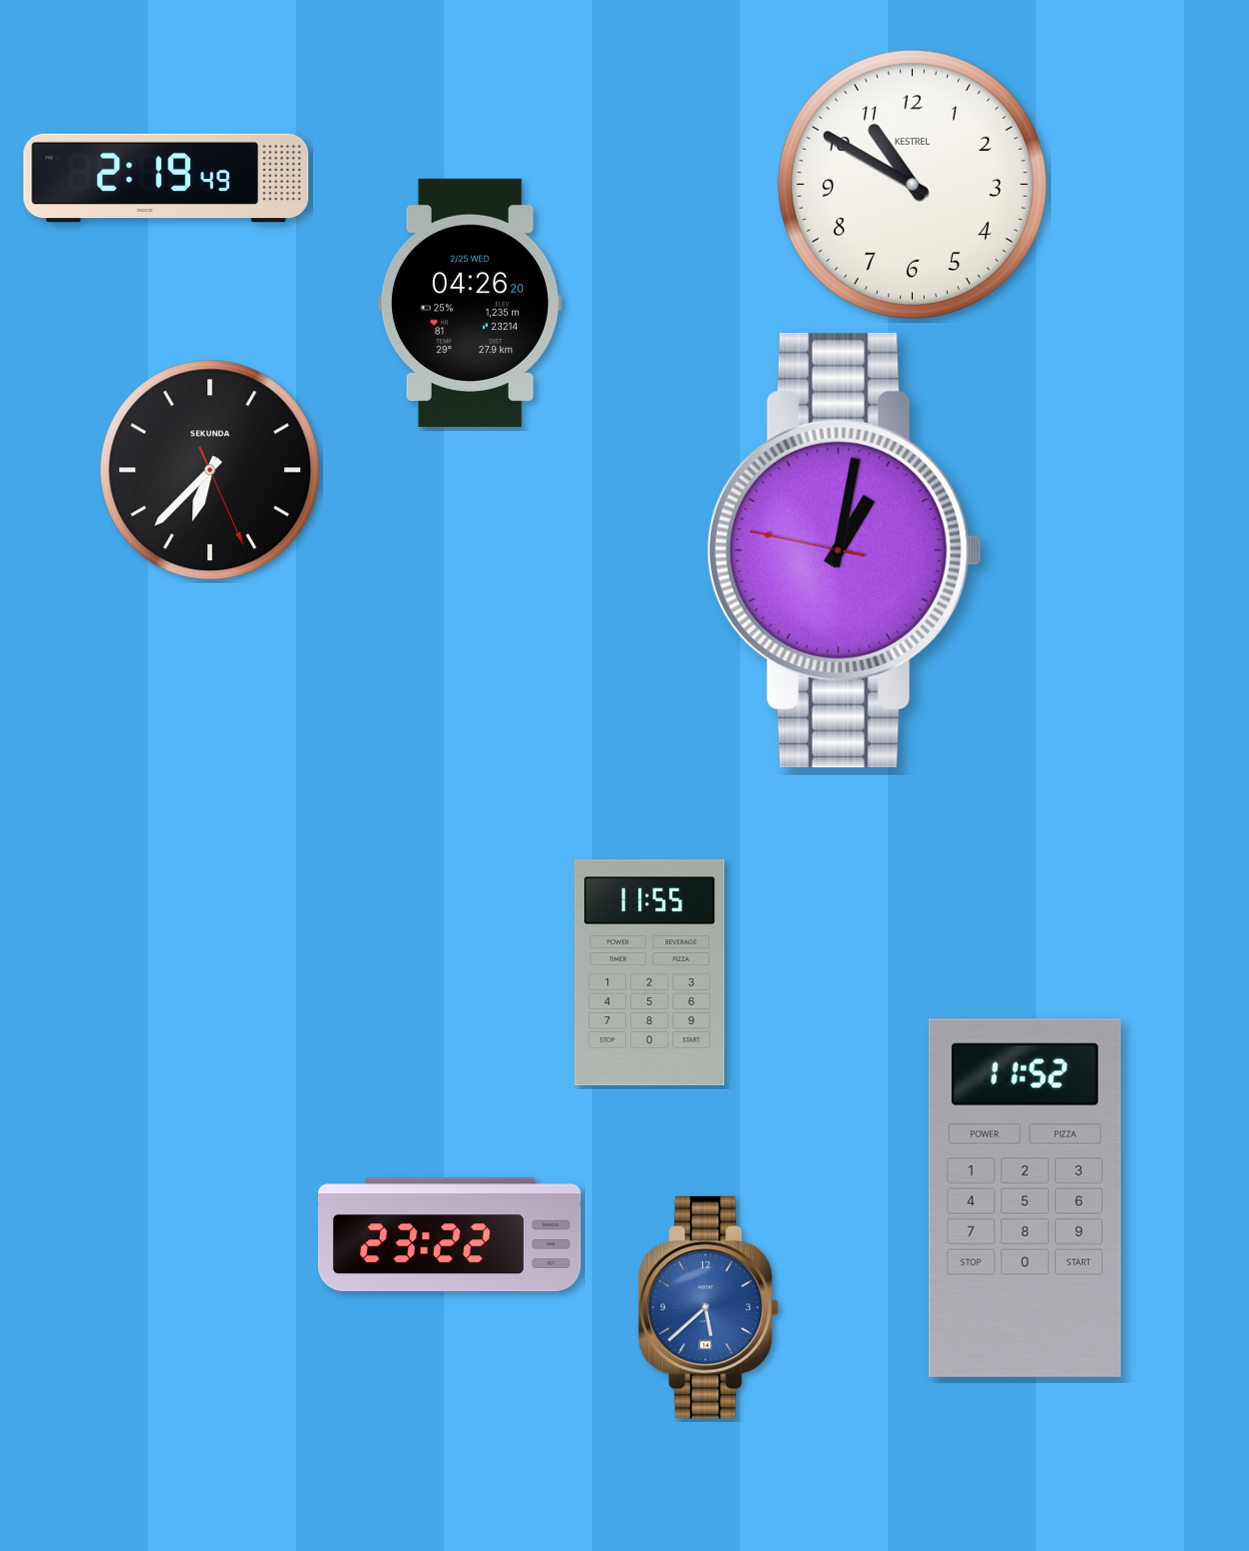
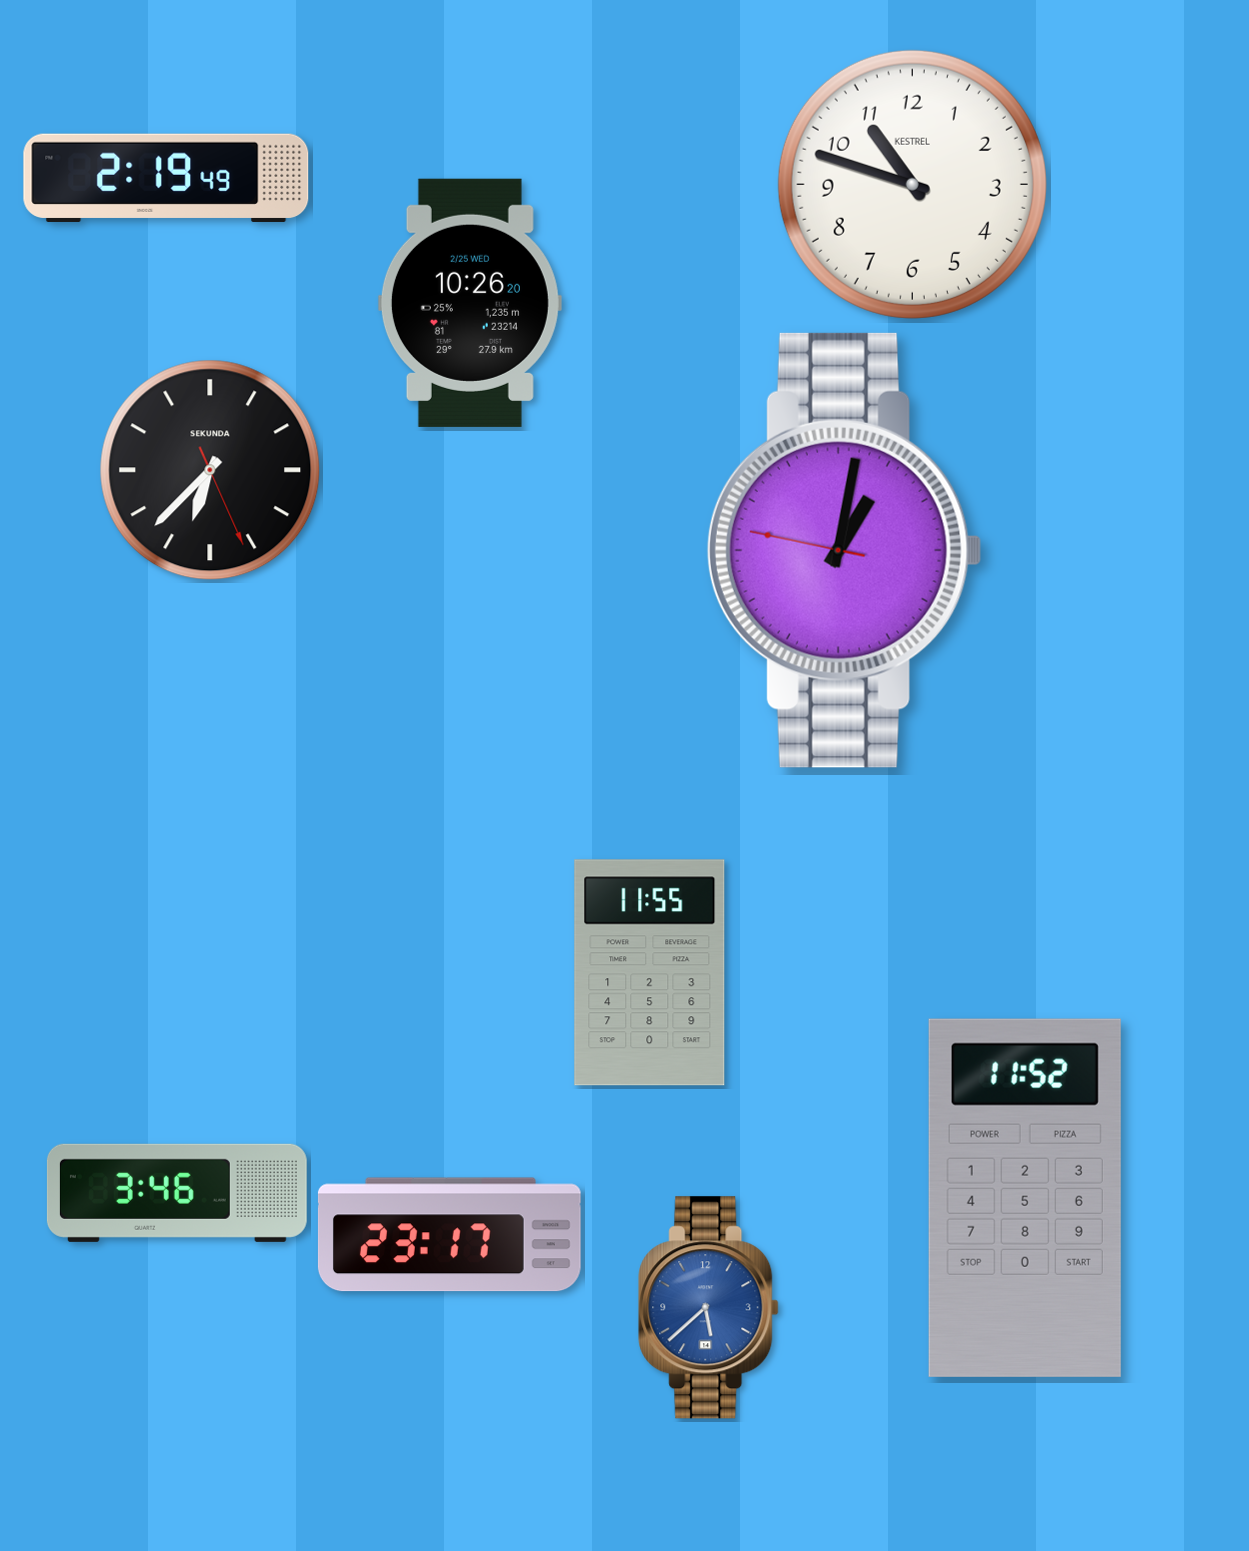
clock at (912, 184): 10:50 -> 10:48
clock at (470, 303): 04:26 -> 10:26
clock at (177, 1193): none -> 3:46
clock at (449, 1235): 23:22 -> 23:17
